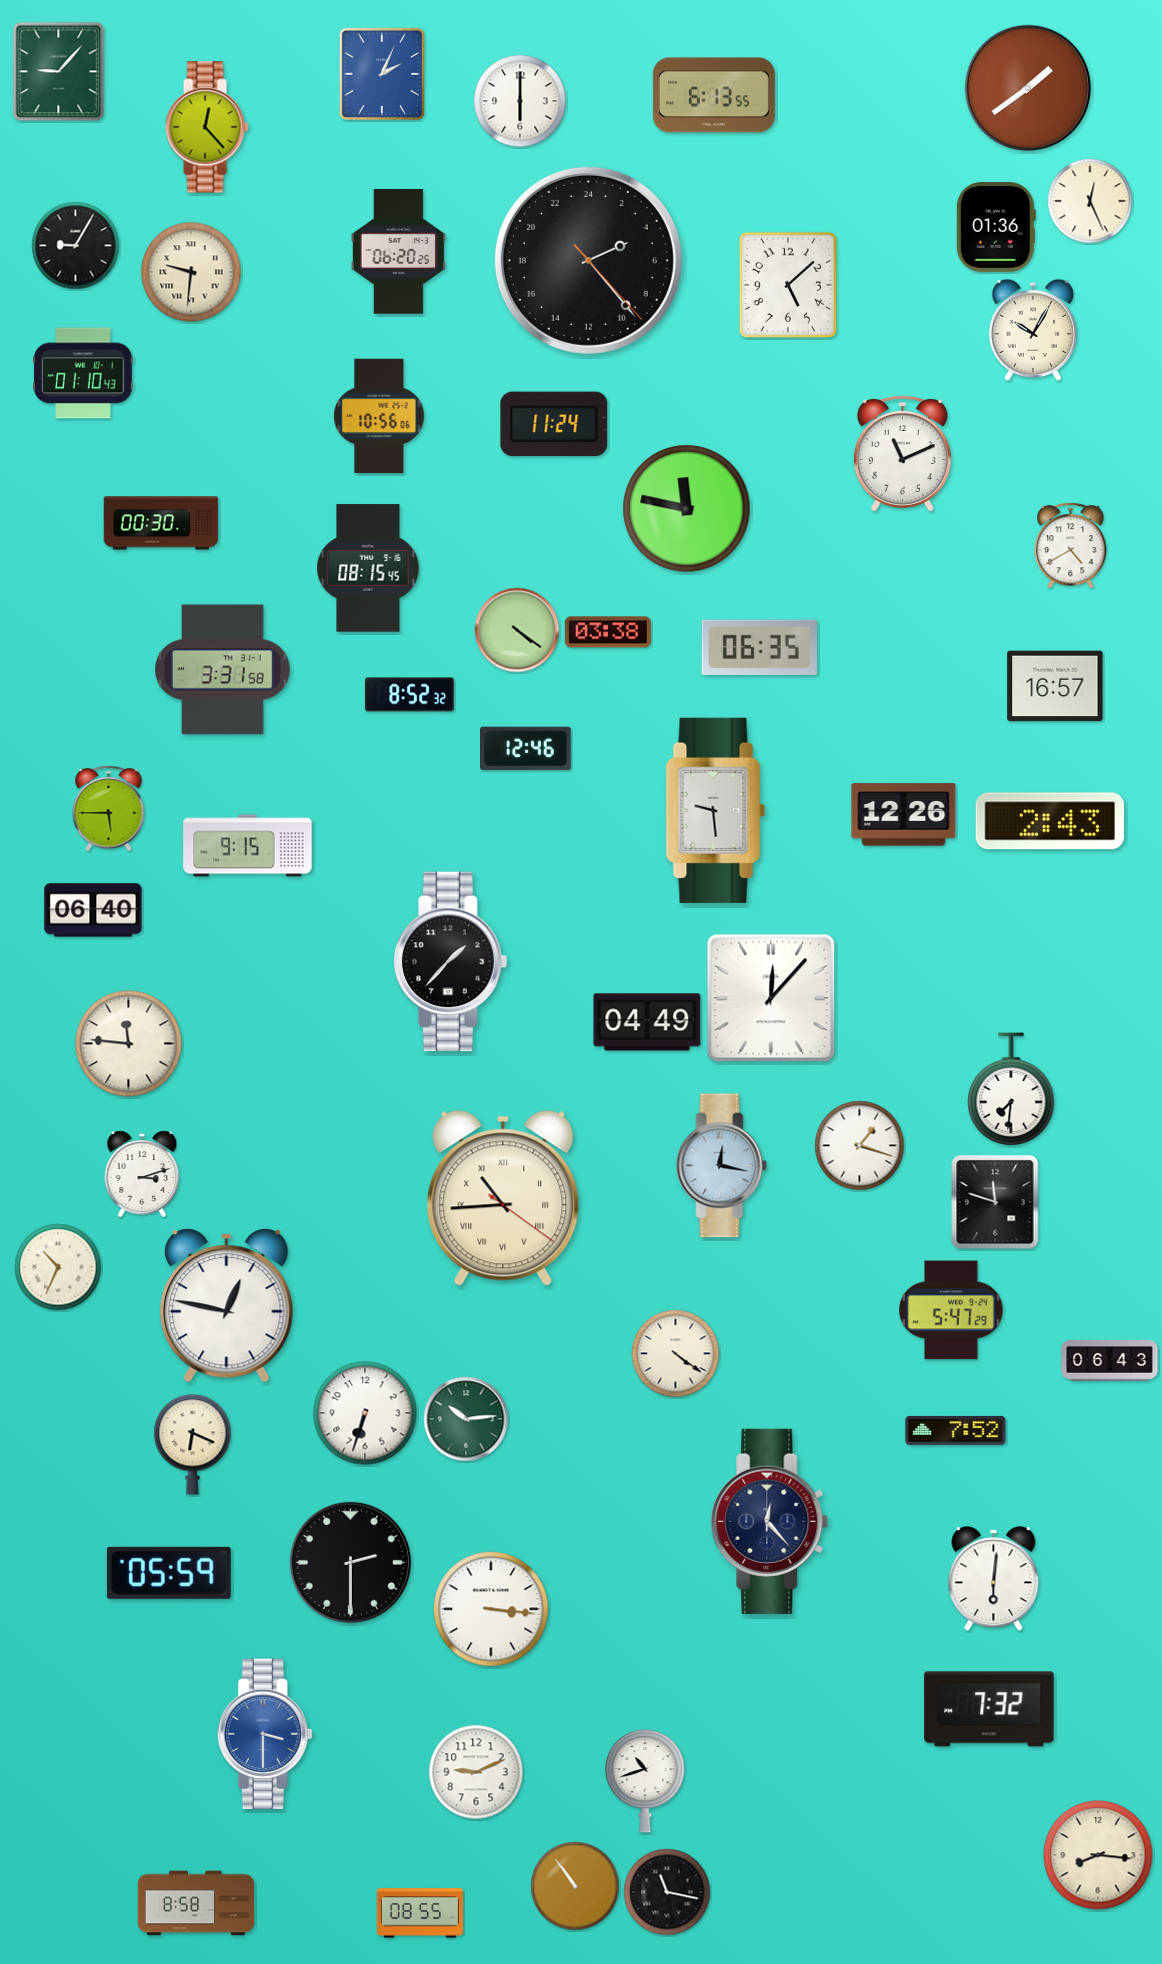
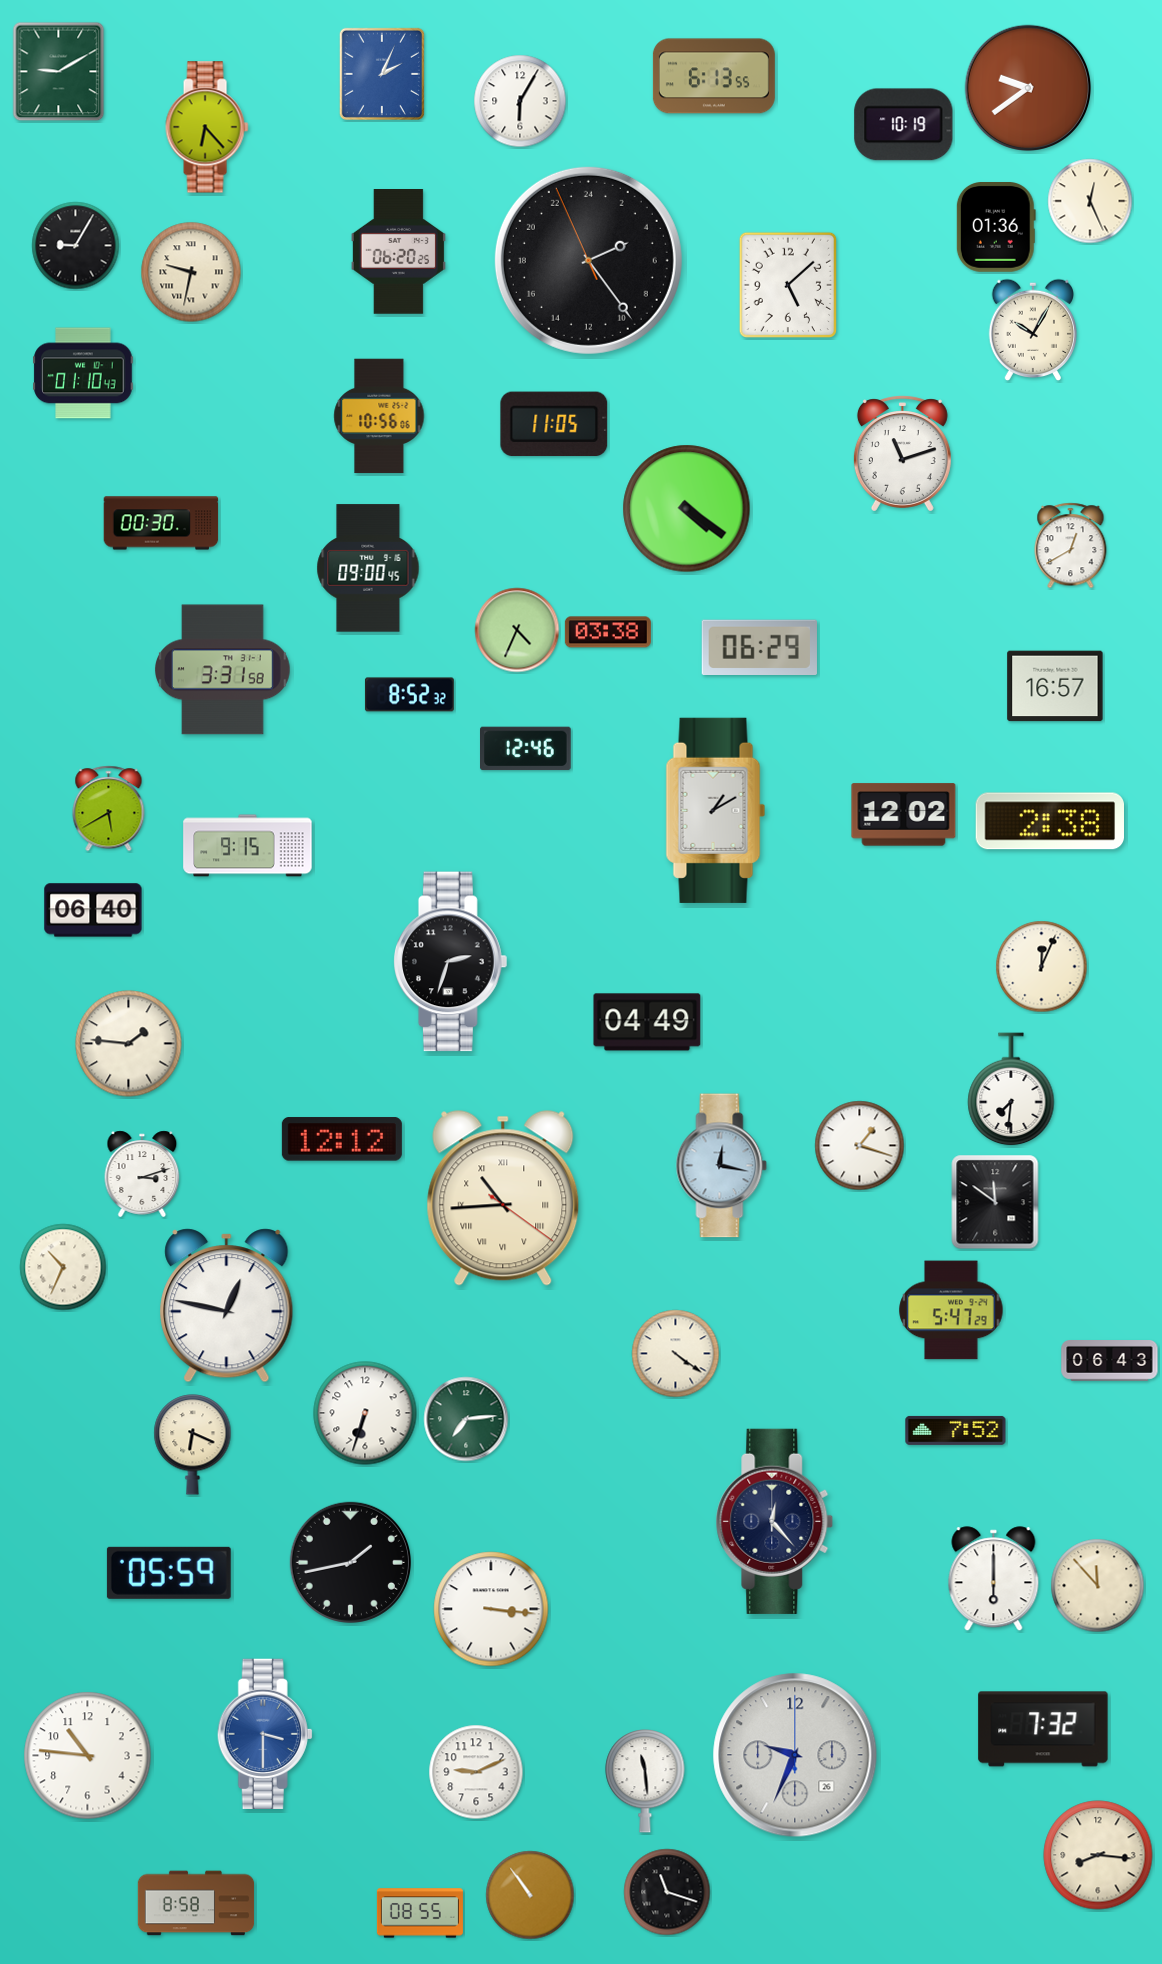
clock at (59, 72): 9:07 -> 9:10
clock at (1028, 88): 1:39 -> 9:39
clock at (714, 95) position: (714, 95) -> (714, 76)
clock at (520, 101): 6:00 -> 6:05
clock at (904, 125): none -> 10:19
clock at (207, 127): 12:23 -> 6:23
clock at (588, 260): 4:23:23 -> 4:23:56
clock at (191, 272): 9:31 -> 9:32
clock at (554, 424): 11:24 -> 11:05
clock at (902, 454): 11:11 -> 11:12
clock at (687, 509): 11:47 -> 4:21
clock at (1071, 546): 4:40 -> 12:40
clock at (368, 568): 08:15 -> 09:00
clock at (517, 630): 4:21 -> 4:34
clock at (759, 647): 06:35 -> 06:29
clock at (109, 809): 5:45 -> 5:40
clock at (716, 810): 9:29 -> 1:10
clock at (904, 815): 12:26 -> 12:02
clock at (1049, 821): 2:43 -> 2:38
clock at (451, 962): 1:37 -> 2:33
clock at (1042, 967): none -> 12:04
clock at (771, 998): 12:07 -> none
clock at (129, 1044): 11:46 -> 1:46
clock at (342, 1139): none -> 12:12
clock at (995, 1202): 11:48 -> 11:51
clock at (58, 1267) position: (58, 1267) -> (63, 1267)
clock at (466, 1419): 10:14 -> 7:14
clock at (770, 1521) position: (770, 1521) -> (775, 1521)
clock at (350, 1562): 2:30 -> 1:43
clock at (994, 1579): 6:01 -> 6:00
clock at (1098, 1586): none -> 11:53
clock at (989, 1709) position: (989, 1709) -> (1043, 1729)
clock at (795, 1755): none -> 9:34
clock at (88, 1756): none -> 10:46
clock at (645, 1782): 10:42 -> 11:29
clock at (575, 1886) position: (575, 1886) -> (530, 1895)
clock at (667, 1892): 11:17 -> 11:18
